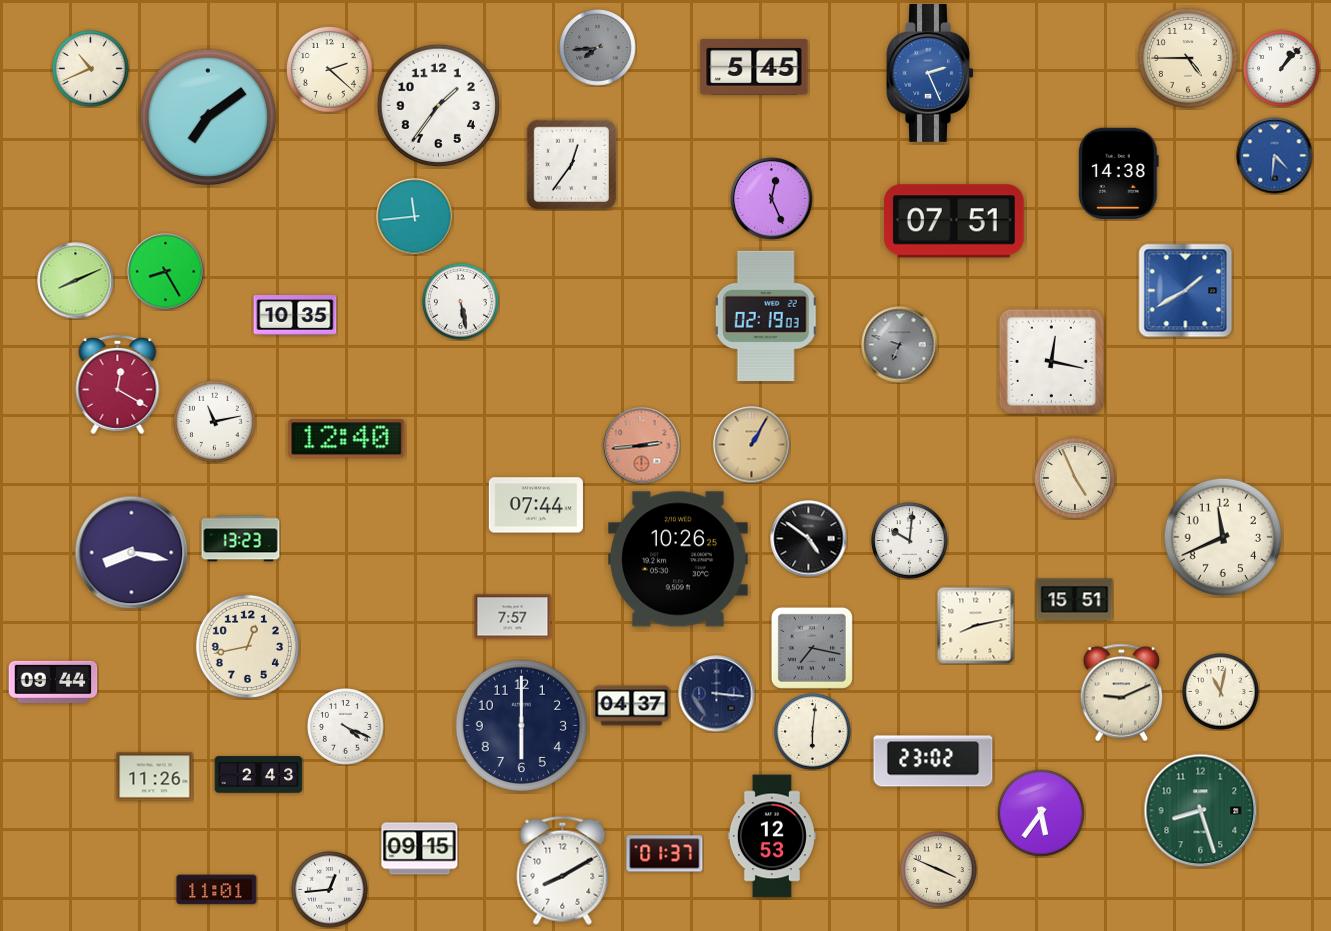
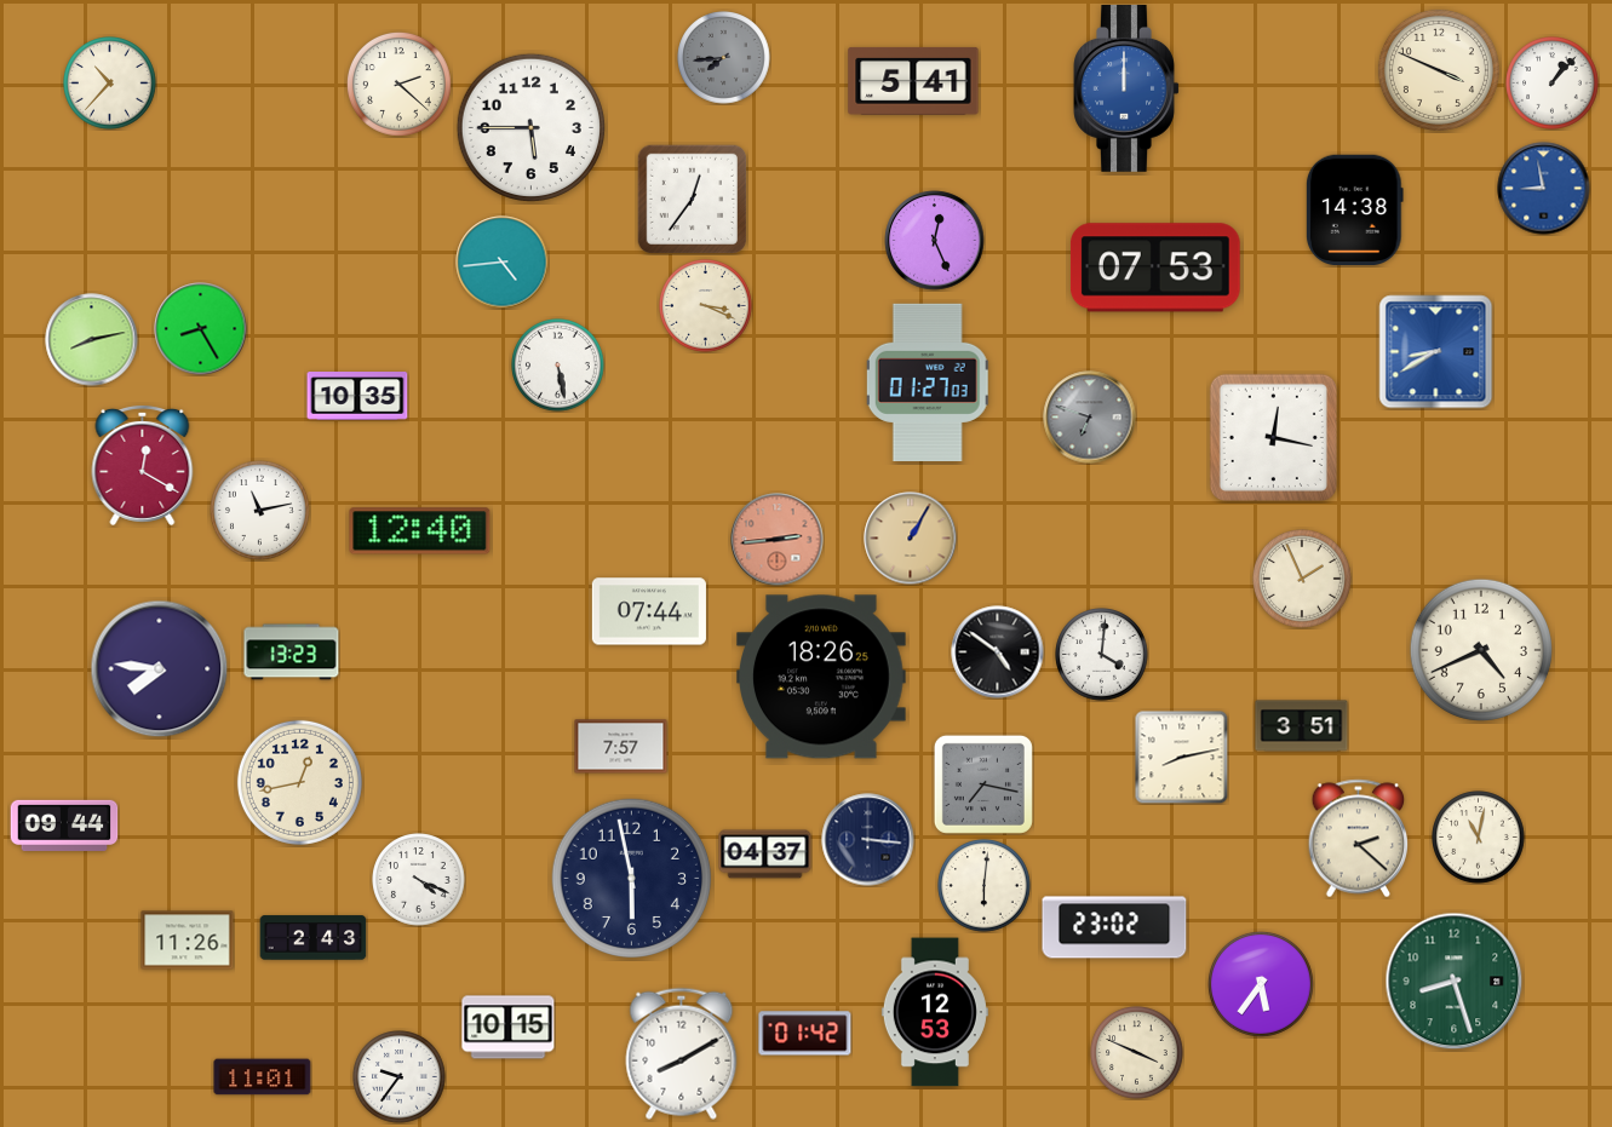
clock at (1188, 58): 4:45 -> 3:49
clock at (754, 67): 5:45 -> 5:41
clock at (91, 69): 10:41 -> 10:37
clock at (930, 73): 2:26 -> 12:00
clock at (438, 105): 1:36 -> 5:45
clock at (208, 117): 7:09 -> none
clock at (1275, 156): 4:31 -> 8:58
clock at (415, 217): 11:44 -> 4:44
clock at (954, 221): 07:51 -> 07:53
clock at (706, 306): none -> 3:19
clock at (76, 281): 8:11 -> 8:13
clock at (1186, 291): 1:40 -> 8:40
clock at (295, 316) position: (295, 316) -> (357, 397)
clock at (766, 316): 02:19 -> 01:27
clock at (1076, 479): 4:56 -> 1:56
clock at (1223, 537): 11:41 -> 4:41
clock at (809, 539) position: (809, 539) -> (998, 652)
clock at (910, 541): 10:01 -> 4:01
clock at (132, 553): 8:17 -> 7:46
clock at (679, 559): 10:26 -> 18:26
clock at (1075, 600): 15:51 -> 3:51
clock at (1122, 693): 9:11 -> 2:22
clock at (522, 726): 6:00 -> 5:58
clock at (933, 761) position: (933, 761) -> (1114, 927)
clock at (420, 849): 09:15 -> 10:15
clock at (665, 854): 01:37 -> 01:42
clock at (330, 890): 12:44 -> 9:36
